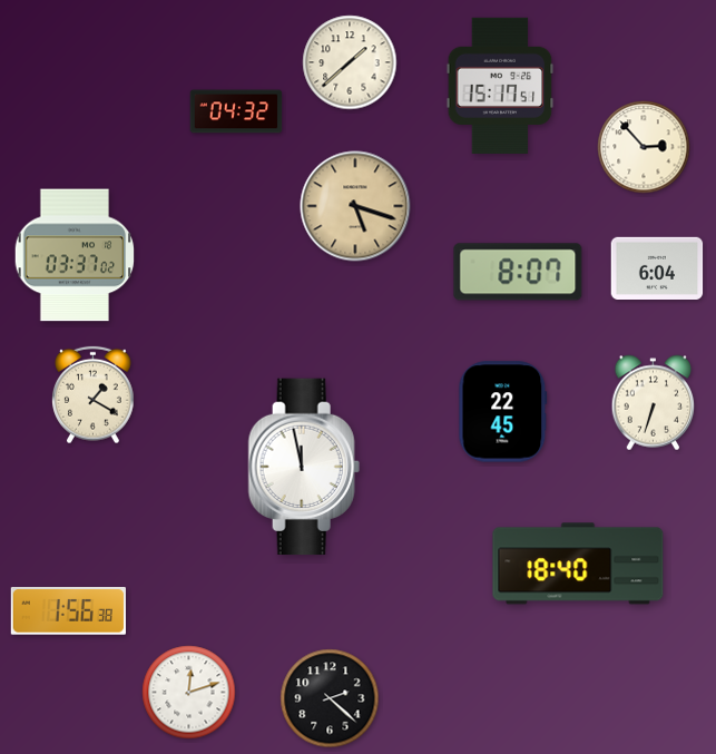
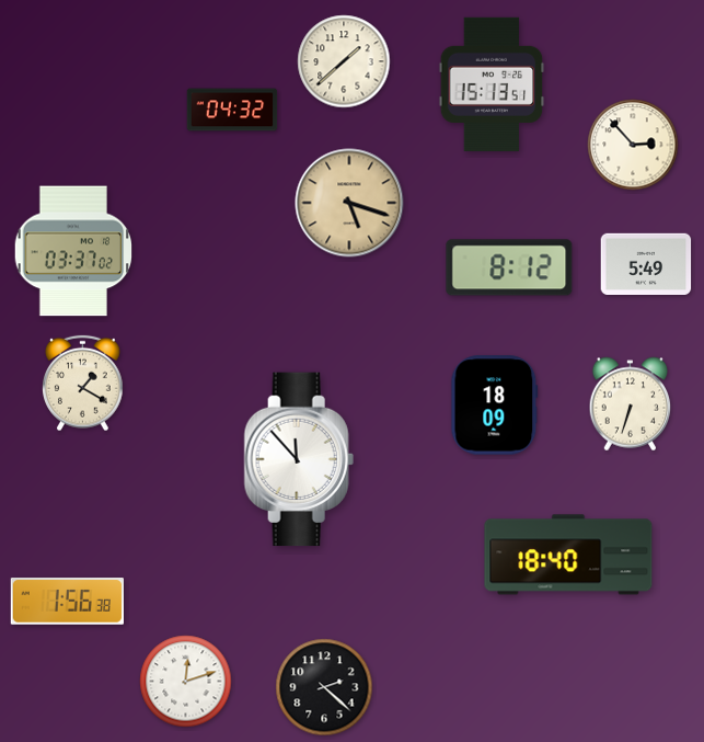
clock at (500, 86): 15:17 -> 15:13
clock at (657, 267): 6:04 -> 5:49
clock at (518, 272): 8:07 -> 8:12
clock at (94, 395) position: (94, 395) -> (83, 384)
clock at (654, 403) position: (654, 403) -> (631, 404)
clock at (503, 412): 22:45 -> 18:09
clock at (304, 467): 11:58 -> 11:53
